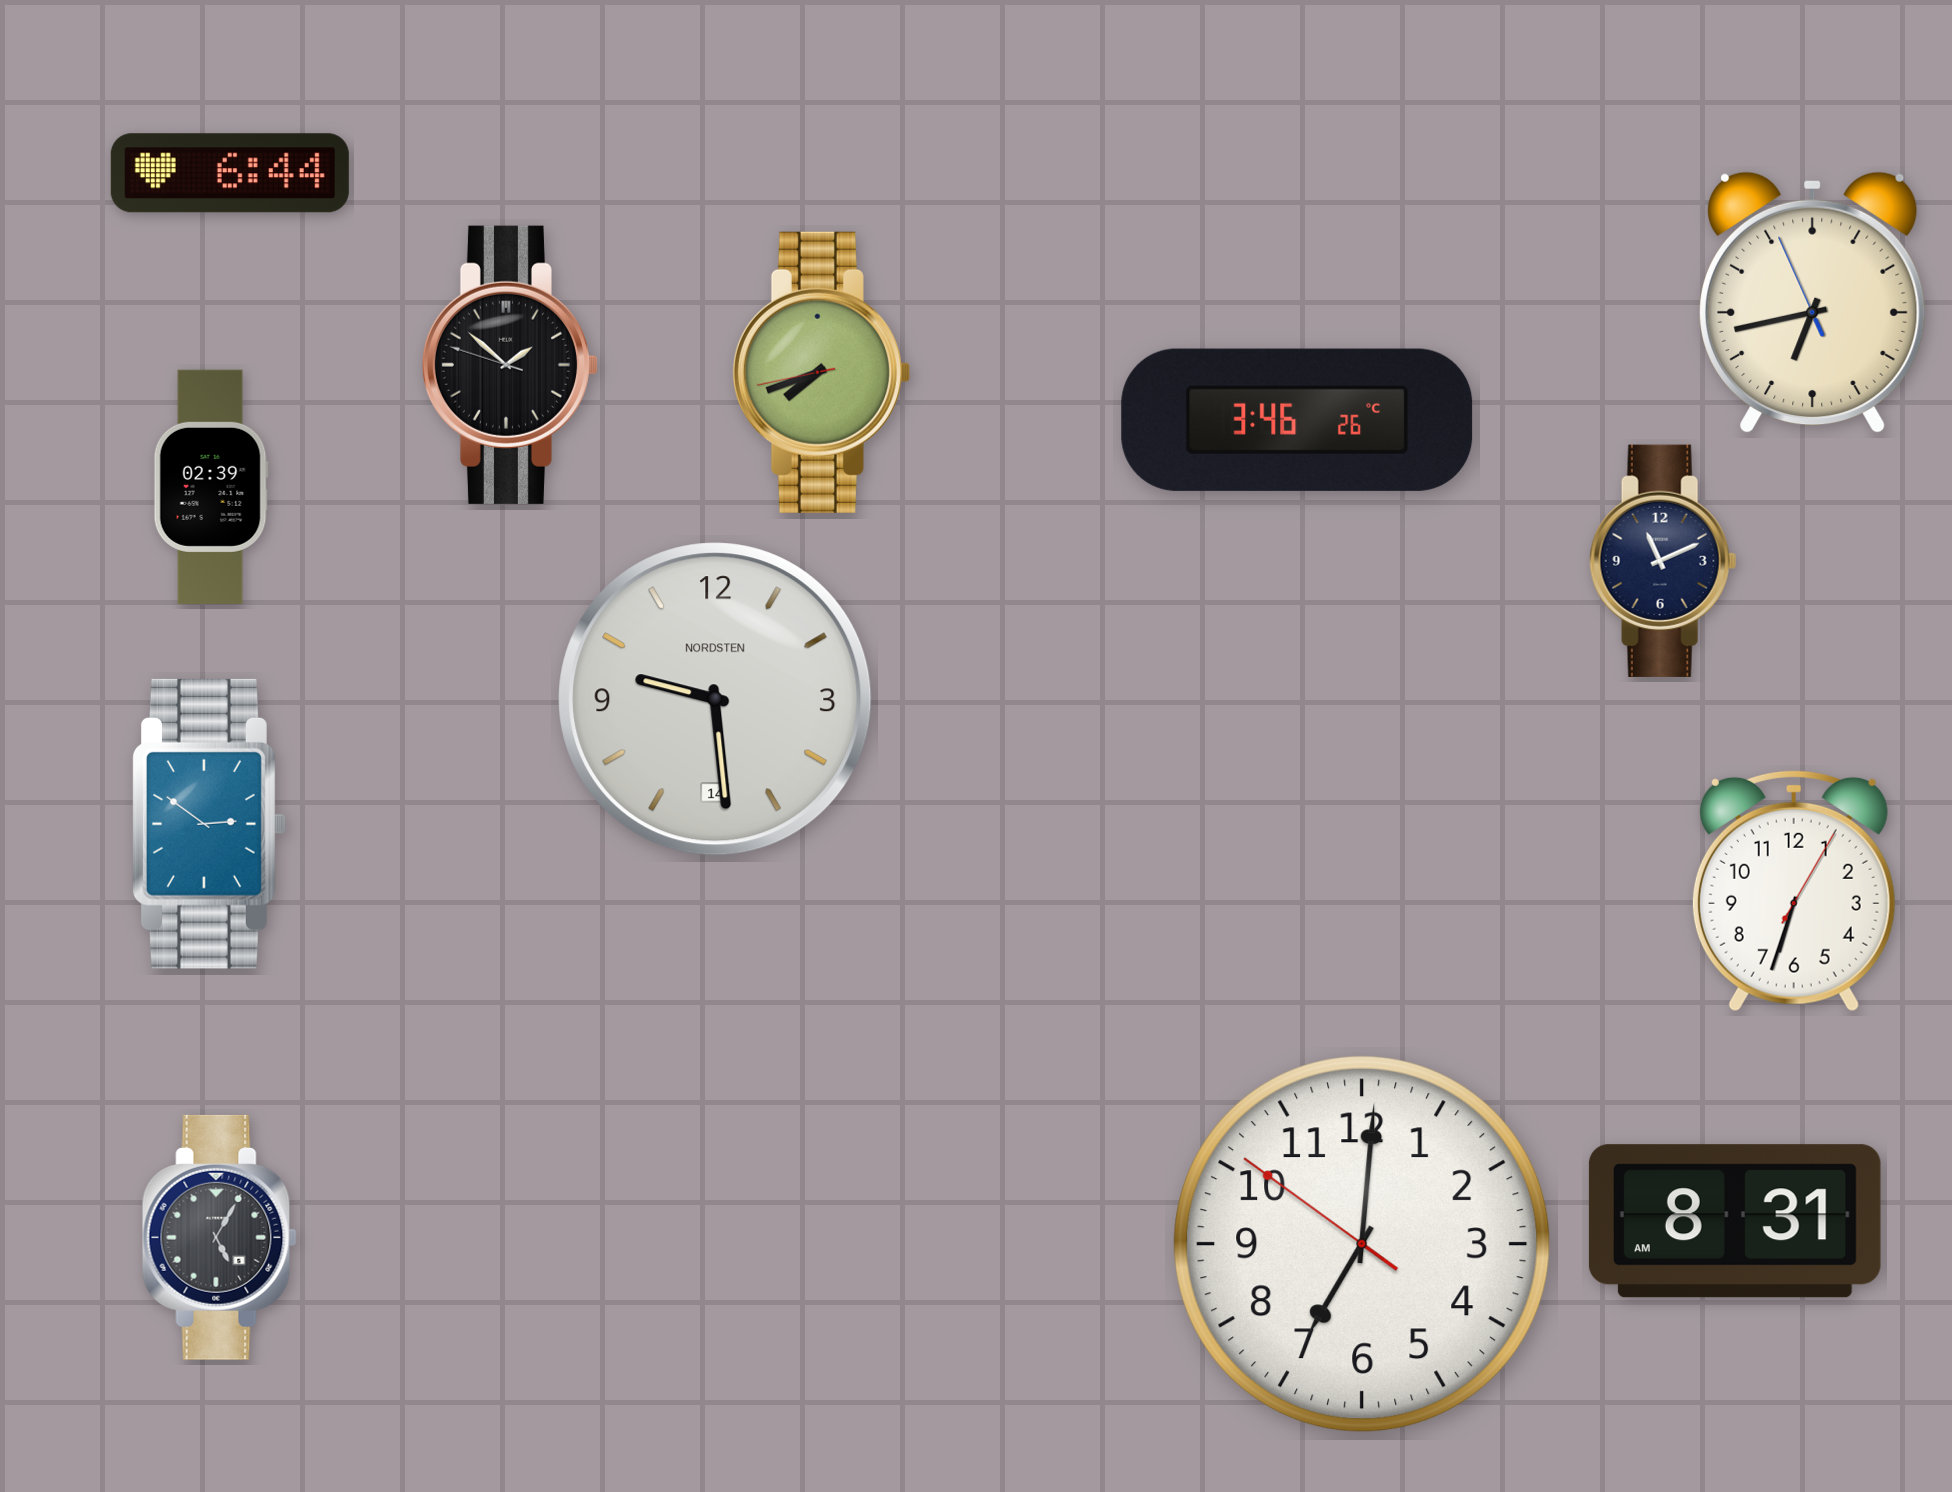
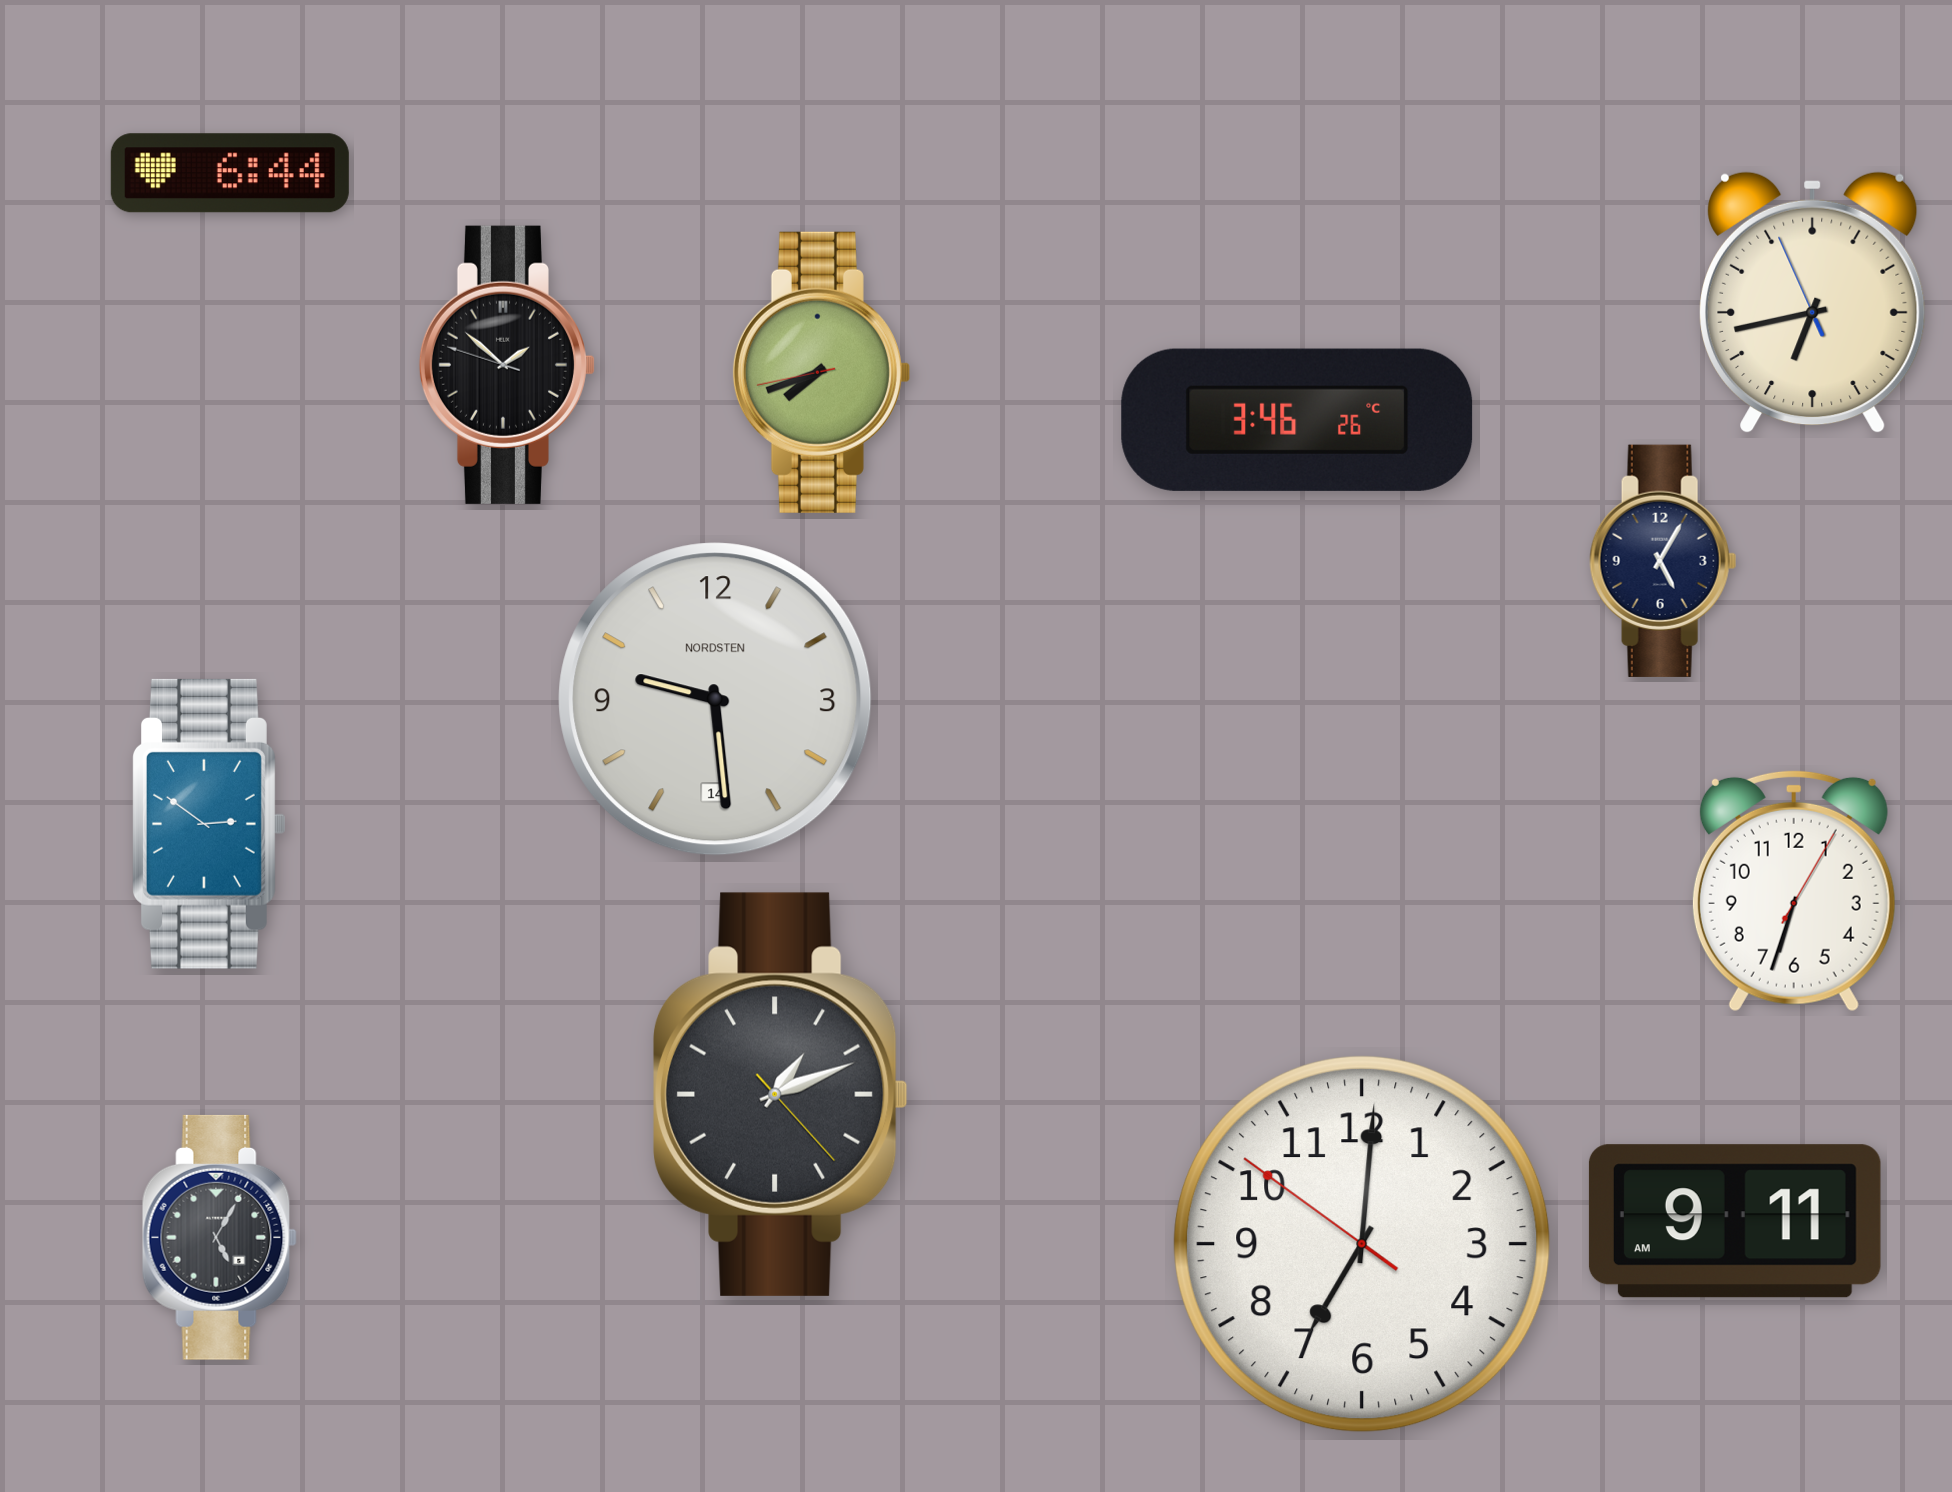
clock at (509, 365) position: (509, 365) -> (506, 365)
clock at (211, 487): 02:39 -> none
clock at (1663, 561): 11:11 -> 5:05
clock at (780, 1094): none -> 1:11
clock at (1735, 1221): 8:31 -> 9:11
